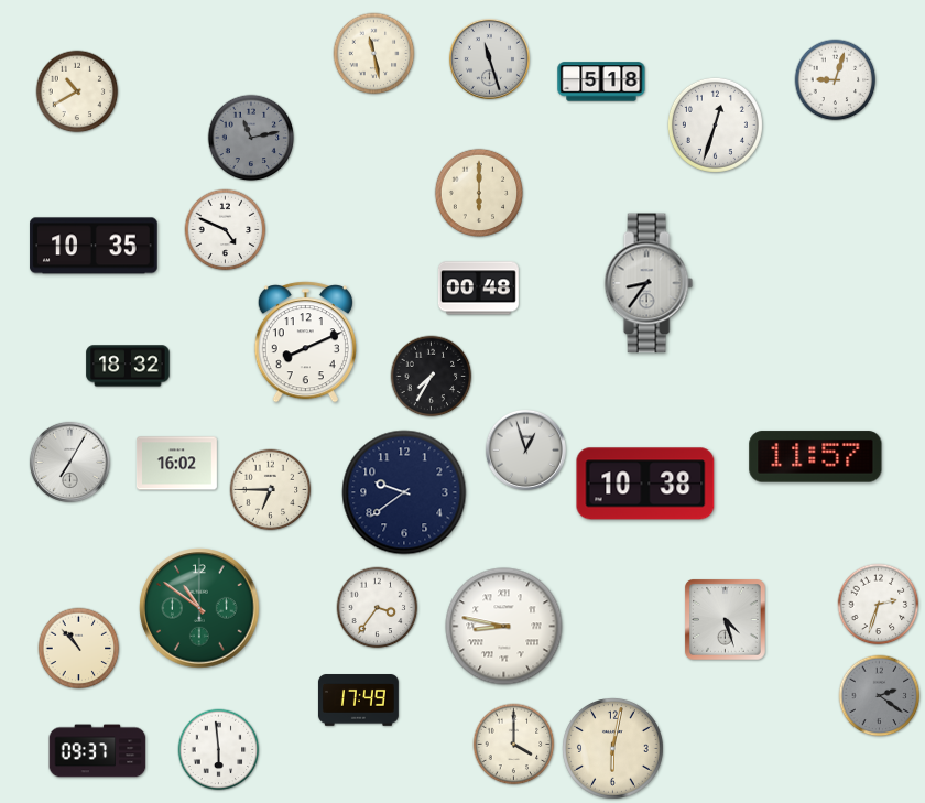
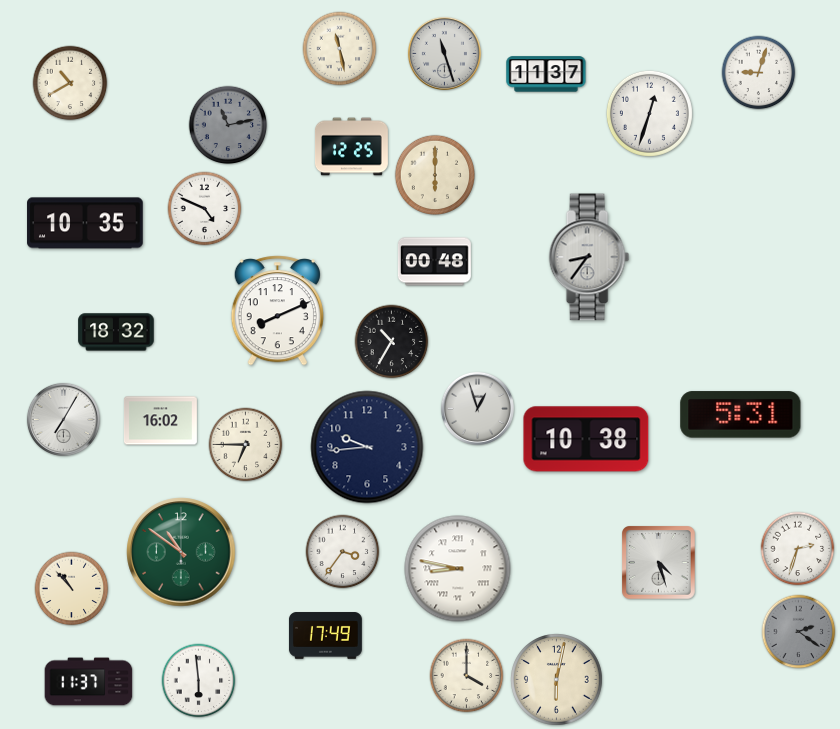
clock at (601, 82): 5:18 -> 11:37
clock at (351, 147): none -> 12:25
clock at (432, 377): 7:35 -> 10:35
clock at (816, 457): 11:57 -> 5:31
clock at (404, 492): 9:39 -> 9:44
clock at (98, 751): 09:37 -> 11:37
